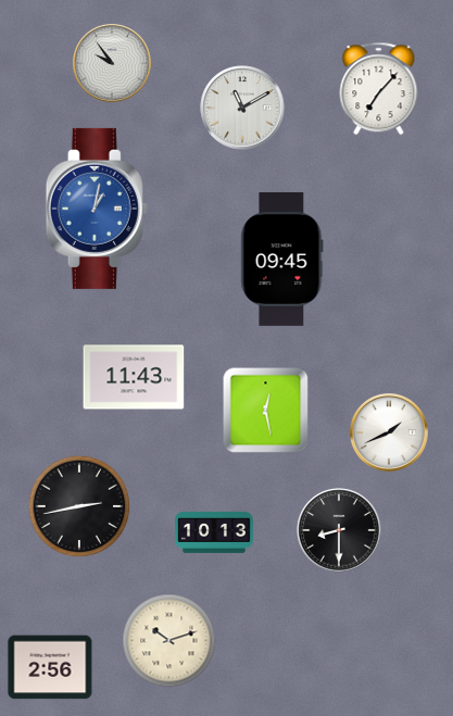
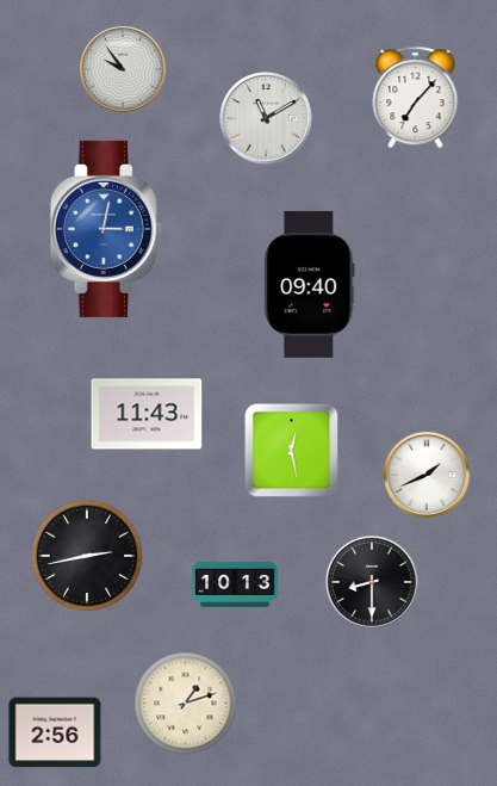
clock at (97, 209): 1:02 -> 3:02
clock at (282, 259): 09:45 -> 09:40
clock at (169, 641): 10:12 -> 1:12
